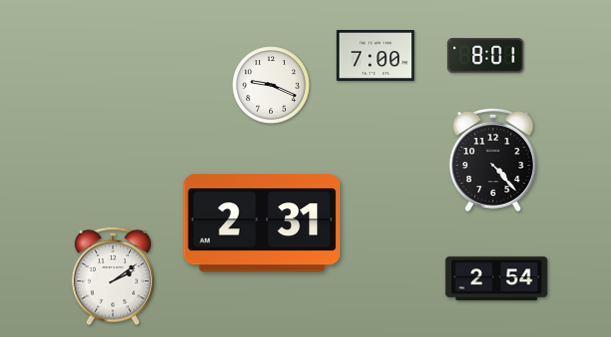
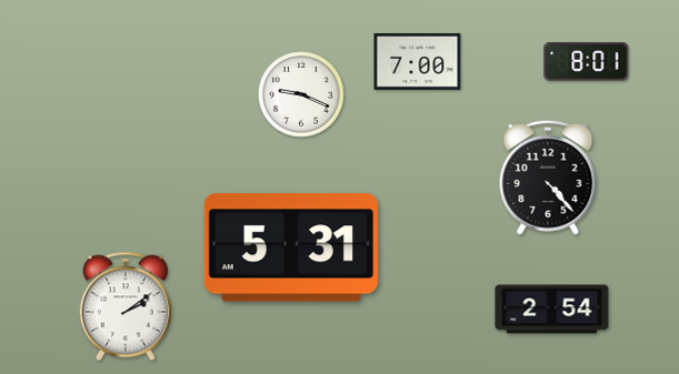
clock at (486, 56) position: (486, 56) -> (587, 62)
clock at (262, 223): 2:31 -> 5:31
